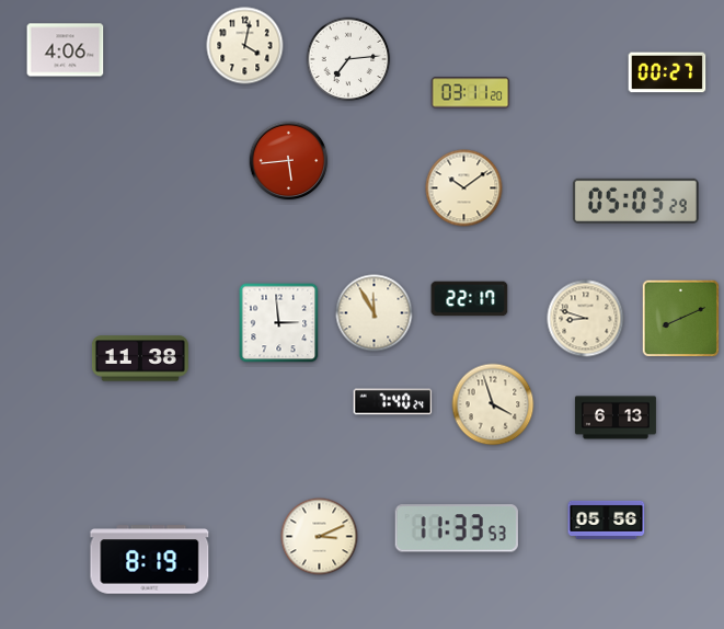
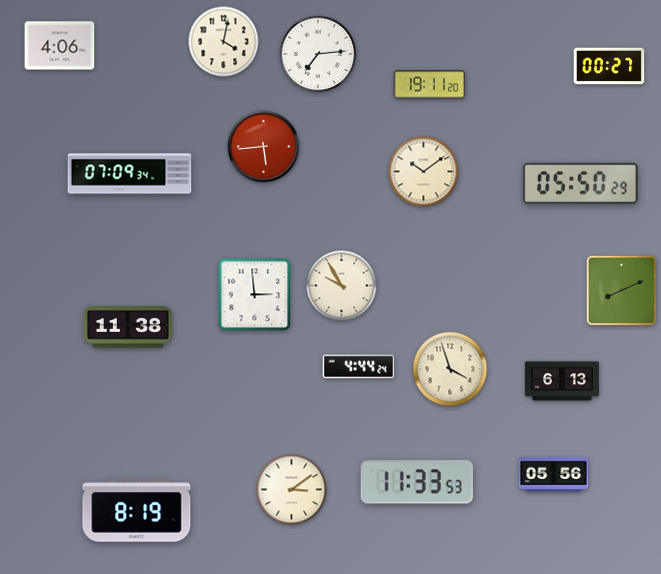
clock at (471, 93): 03:11 -> 19:11
clock at (130, 174): none -> 07:09
clock at (635, 201): 05:03 -> 05:50
clock at (470, 299): 22:17 -> none
clock at (375, 313): 11:55 -> 9:55
clock at (586, 319): 8:48 -> none
clock at (393, 402): 7:40 -> 4:44
clock at (320, 537): 3:11 -> 3:09
